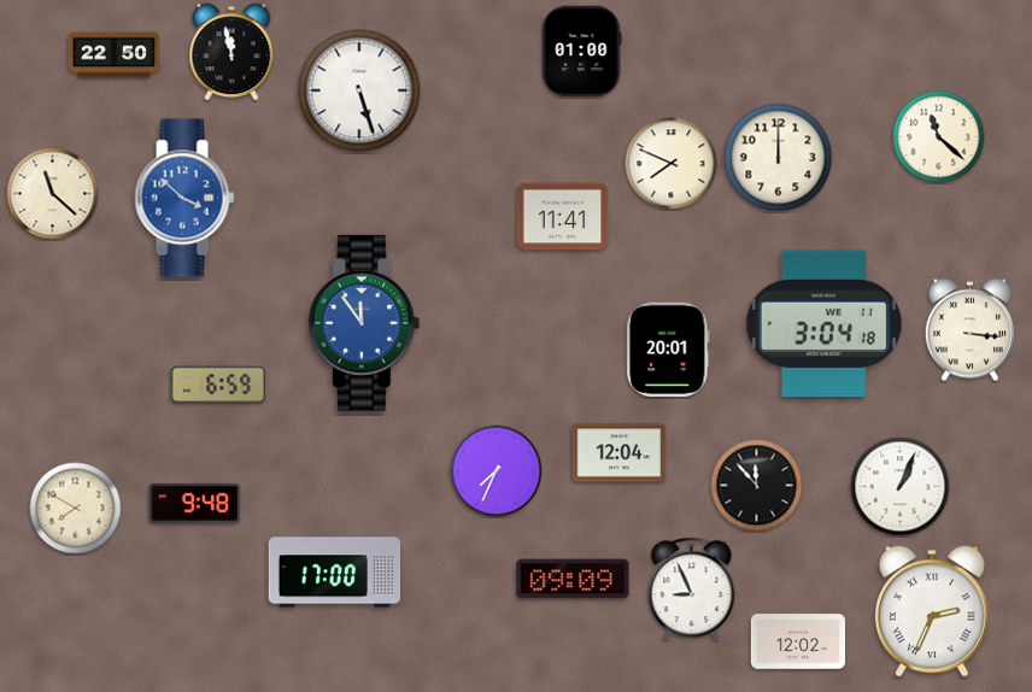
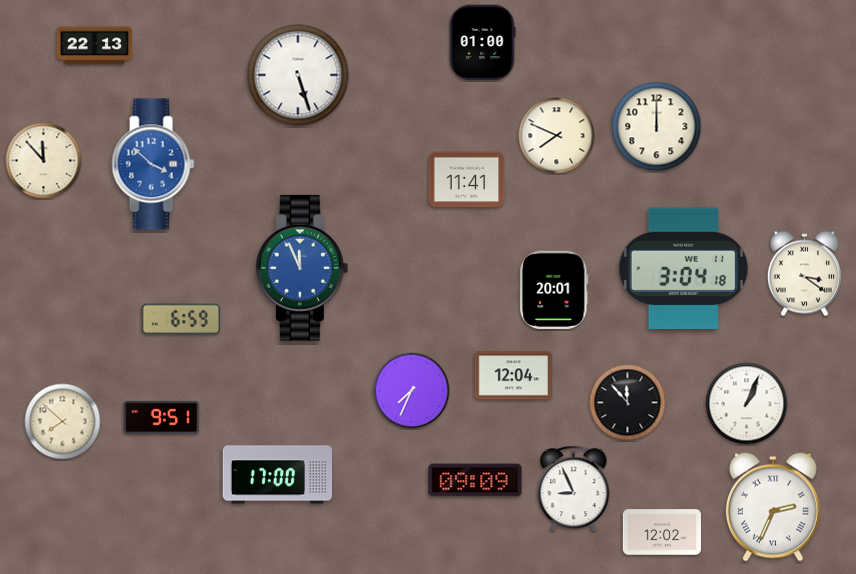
clock at (231, 52): 11:58 -> none
clock at (115, 55): 22:50 -> 22:13
clock at (939, 137): 11:22 -> none
clock at (779, 158) position: (779, 158) -> (657, 127)
clock at (53, 194): 11:22 -> 11:53
clock at (364, 323): 11:54 -> 11:56
clock at (969, 330): 3:16 -> 3:21
clock at (195, 503): 9:48 -> 9:51
clock at (76, 509): 7:50 -> 7:52
